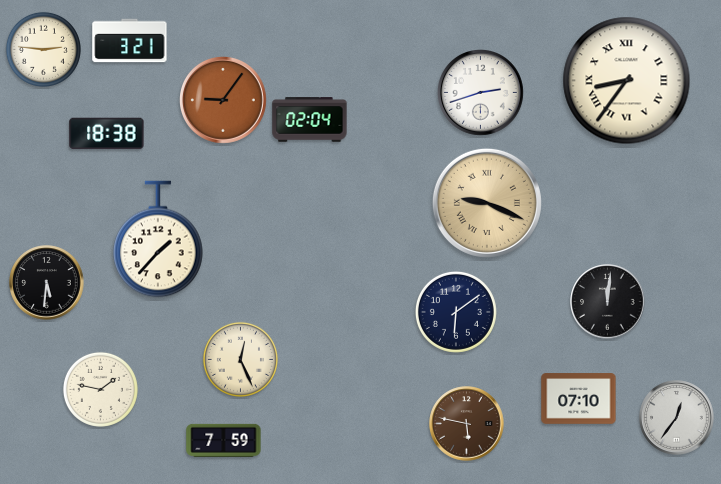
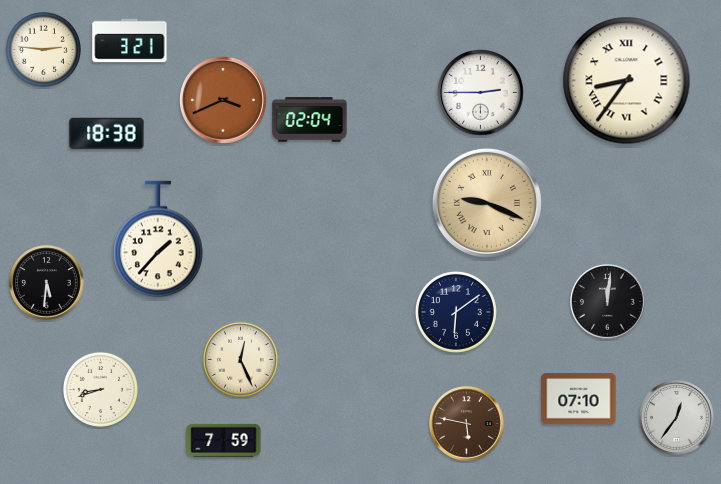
clock at (481, 93): 2:42 -> 2:45
clock at (224, 101): 9:06 -> 3:41
clock at (100, 389): 1:47 -> 8:42
